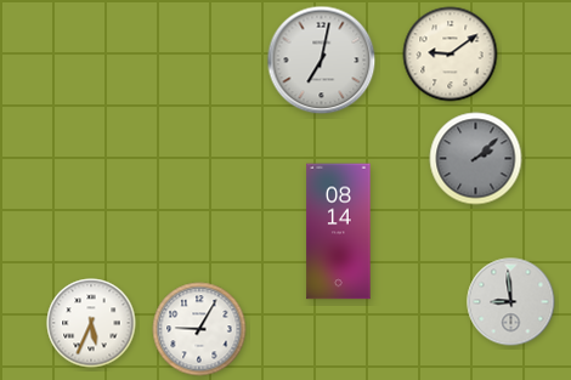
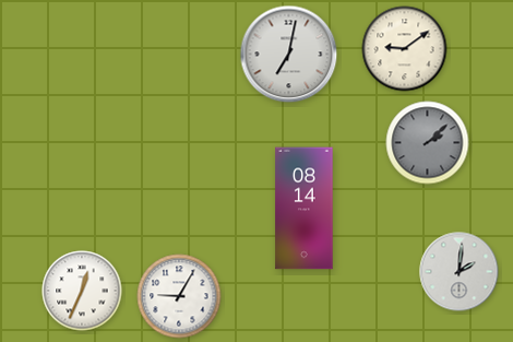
clock at (511, 302): 8:59 -> 2:01
clock at (91, 323): 5:34 -> 12:34
